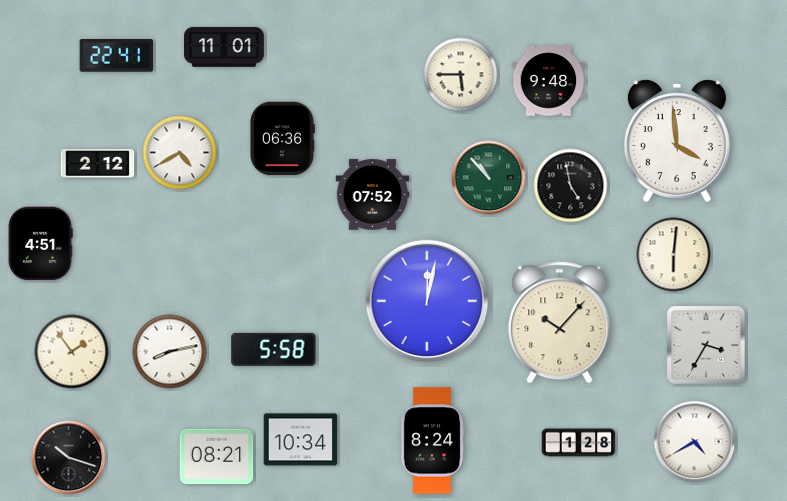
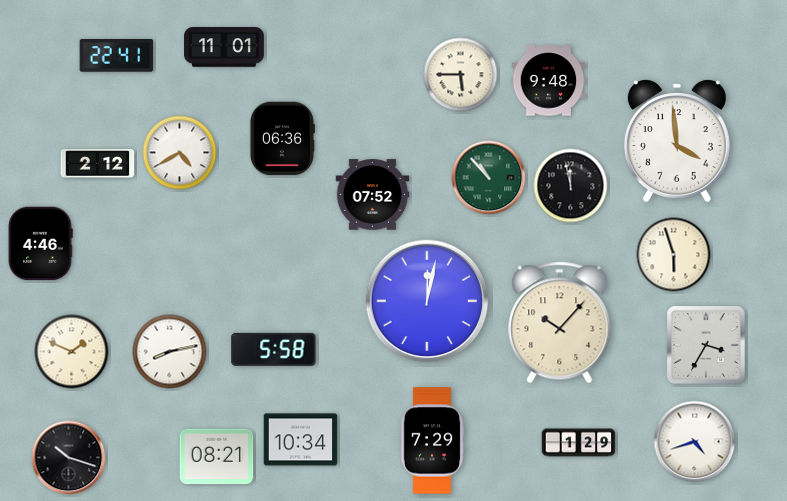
clock at (571, 186): 4:58 -> 11:58
clock at (40, 244): 4:51 -> 4:46
clock at (674, 255): 6:01 -> 5:57
clock at (72, 352): 1:54 -> 1:49
clock at (432, 441): 8:24 -> 7:29
clock at (695, 442): 4:40 -> 4:42
clock at (579, 443): 1:28 -> 1:29
